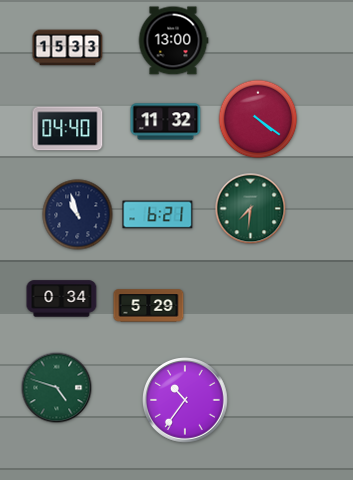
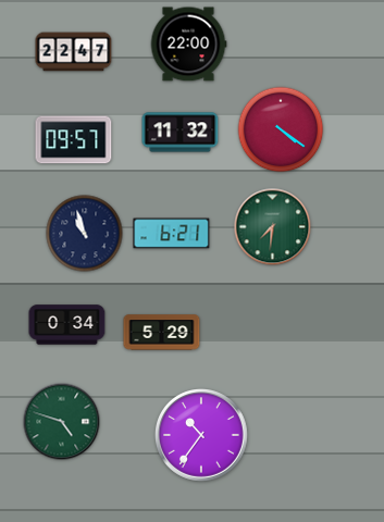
clock at (173, 41): 13:00 -> 22:00
clock at (68, 48): 15:33 -> 22:47
clock at (68, 129): 04:40 -> 09:57
